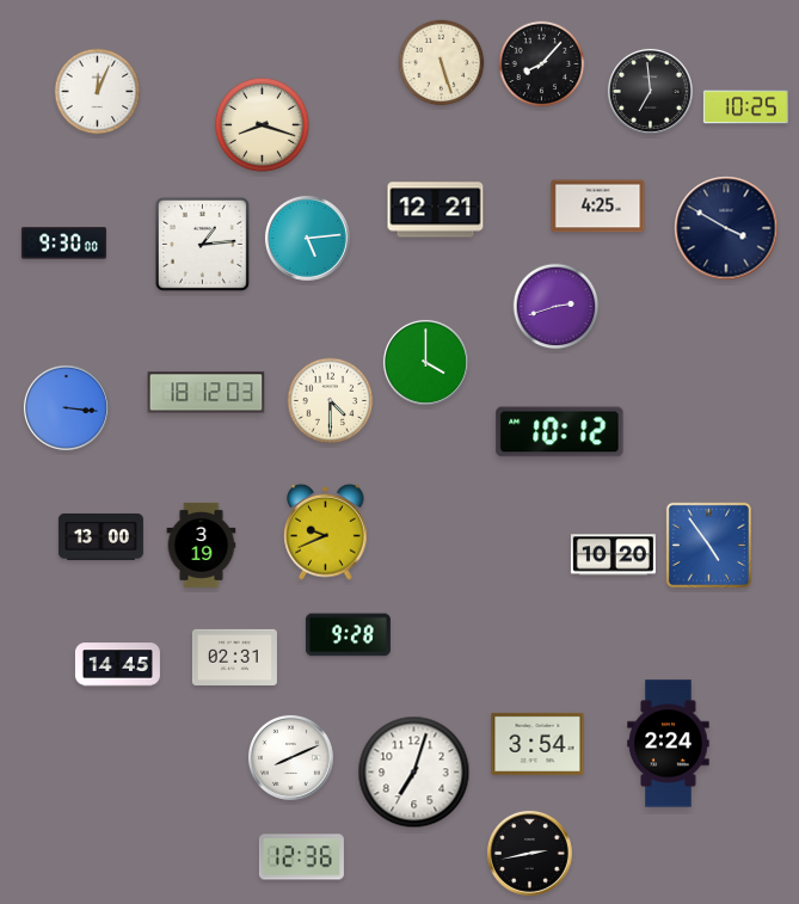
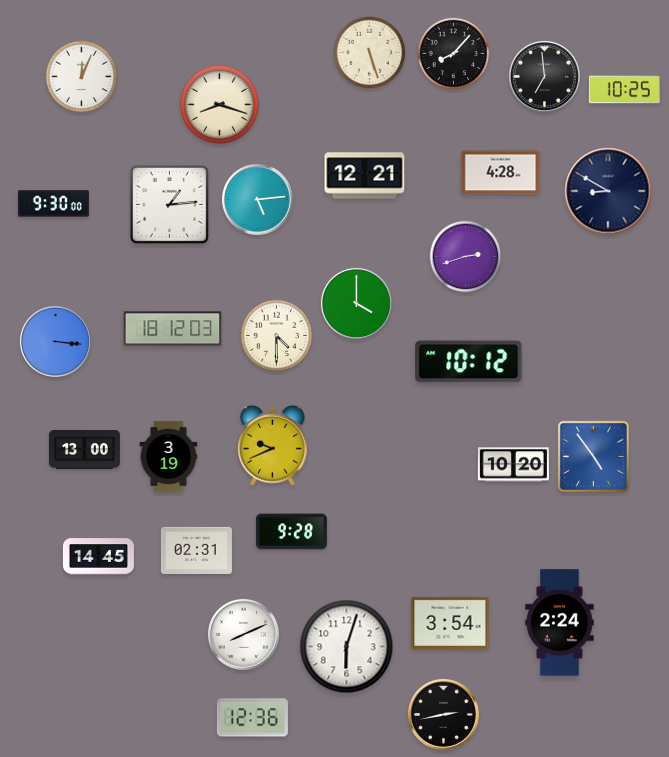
clock at (598, 207): 4:25 -> 4:28
clock at (726, 228): 3:50 -> 8:50
clock at (414, 773): 7:03 -> 6:03
